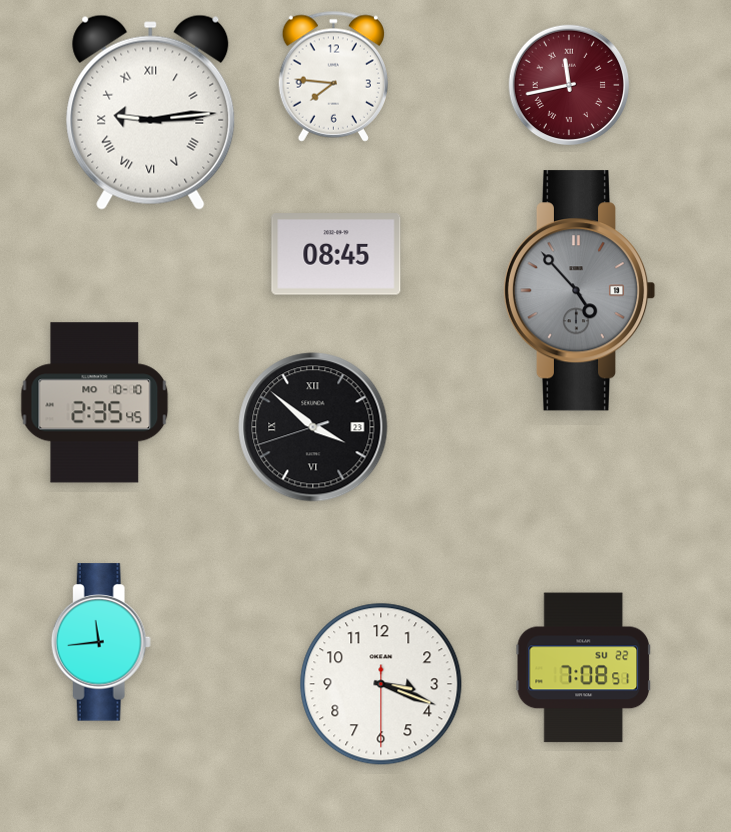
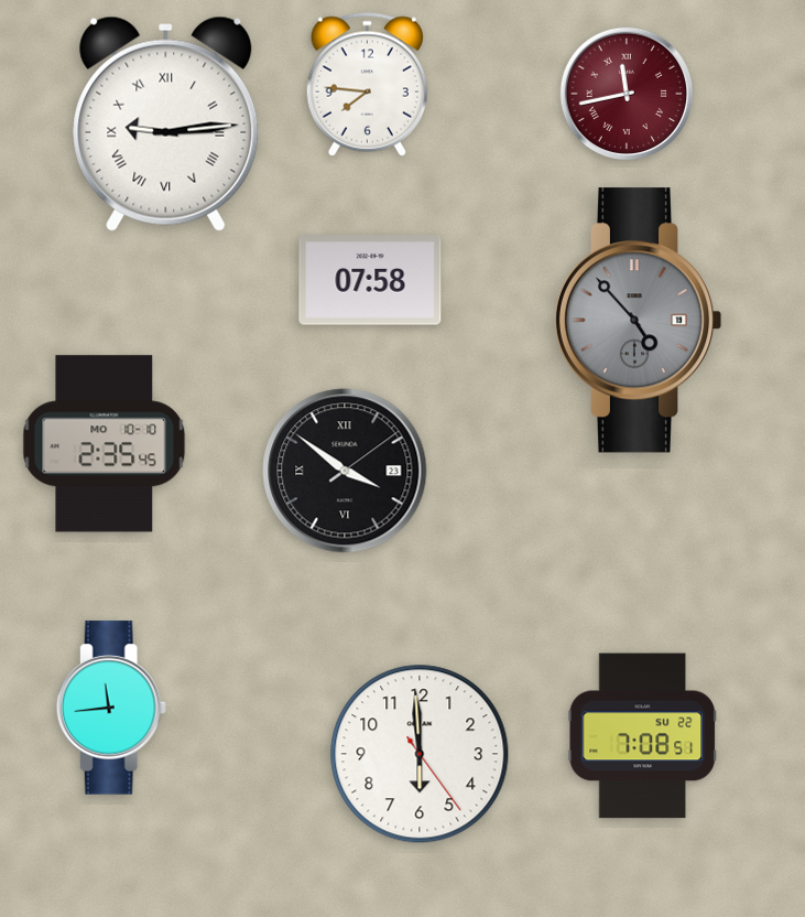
clock at (336, 254): 08:45 -> 07:58
clock at (313, 427): 3:51:42 -> 3:51:09
clock at (381, 684): 3:18 -> 5:59
